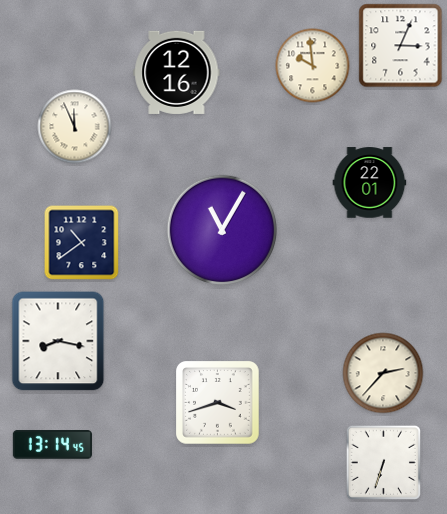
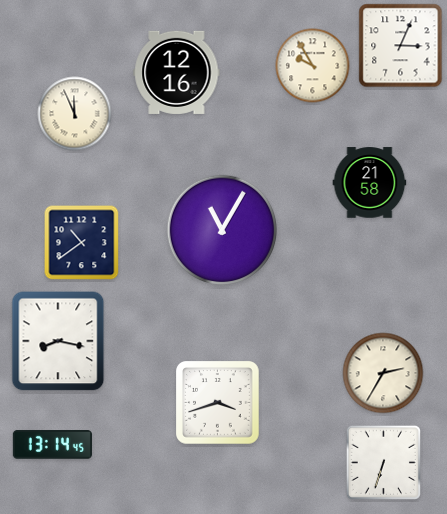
clock at (313, 66): 9:59 -> 9:55
clock at (75, 127) position: (75, 127) -> (75, 114)
clock at (370, 183): 22:01 -> 21:58
clock at (383, 373): 2:37 -> 2:35
